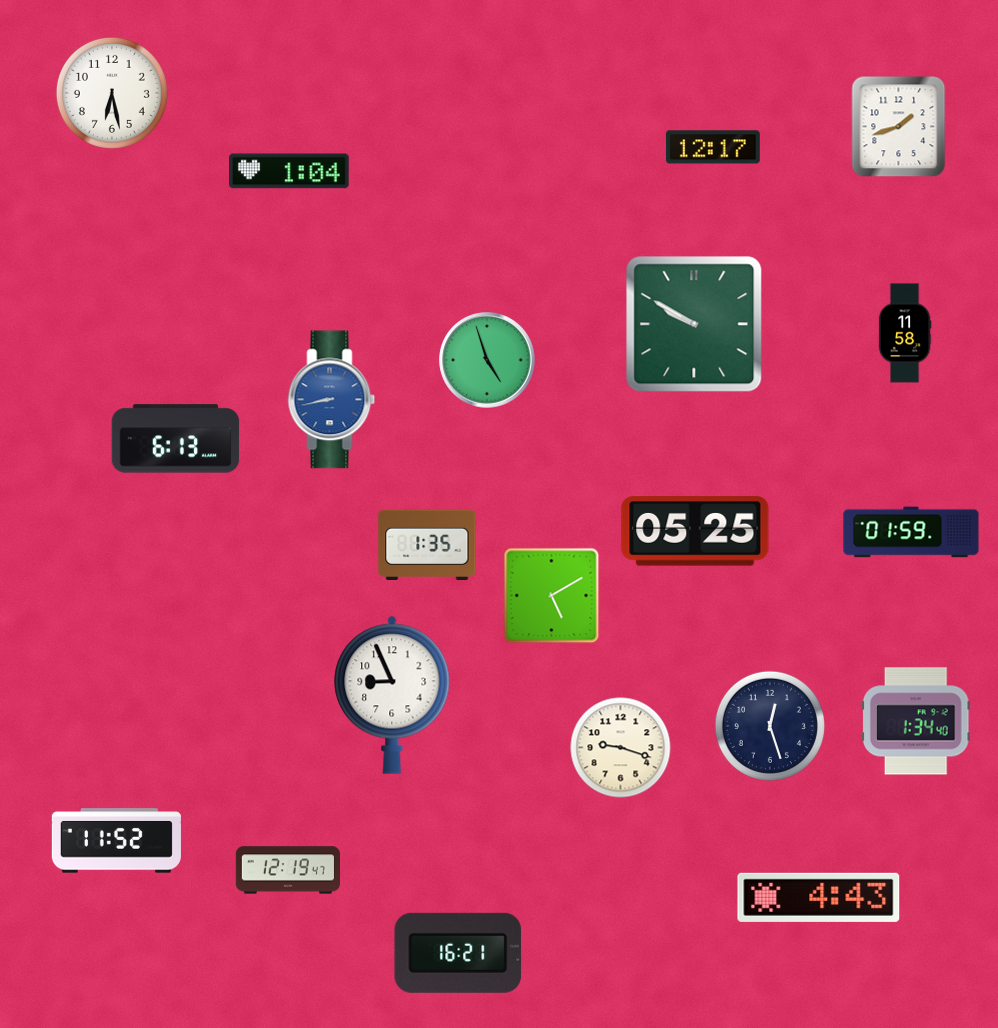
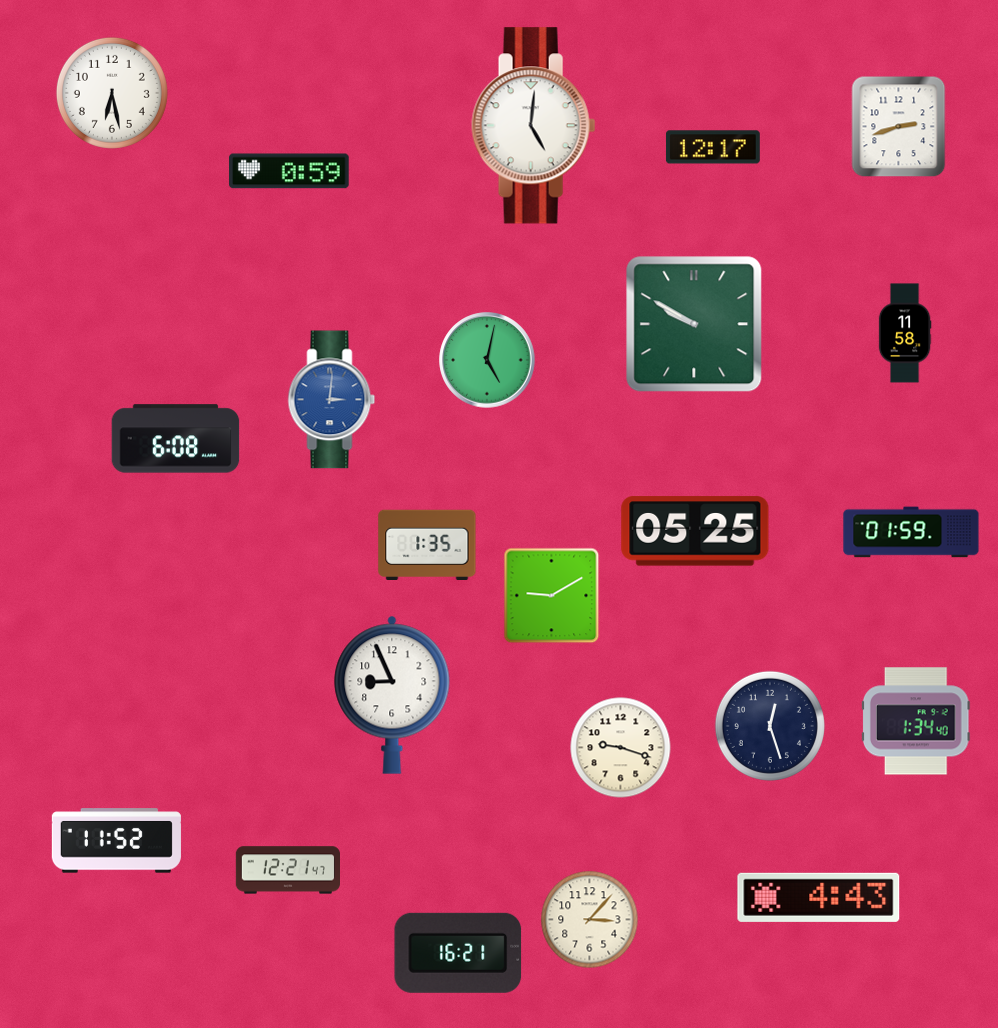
clock at (534, 126): none -> 5:01
clock at (899, 127): 1:42 -> 2:42
clock at (289, 171): 1:04 -> 0:59
clock at (487, 360): 4:57 -> 5:02
clock at (332, 400): 8:43 -> 3:01
clock at (176, 439): 6:13 -> 6:08
clock at (552, 596): 5:10 -> 9:10
clock at (287, 870): 12:19 -> 12:21
clock at (590, 920): none -> 3:07
